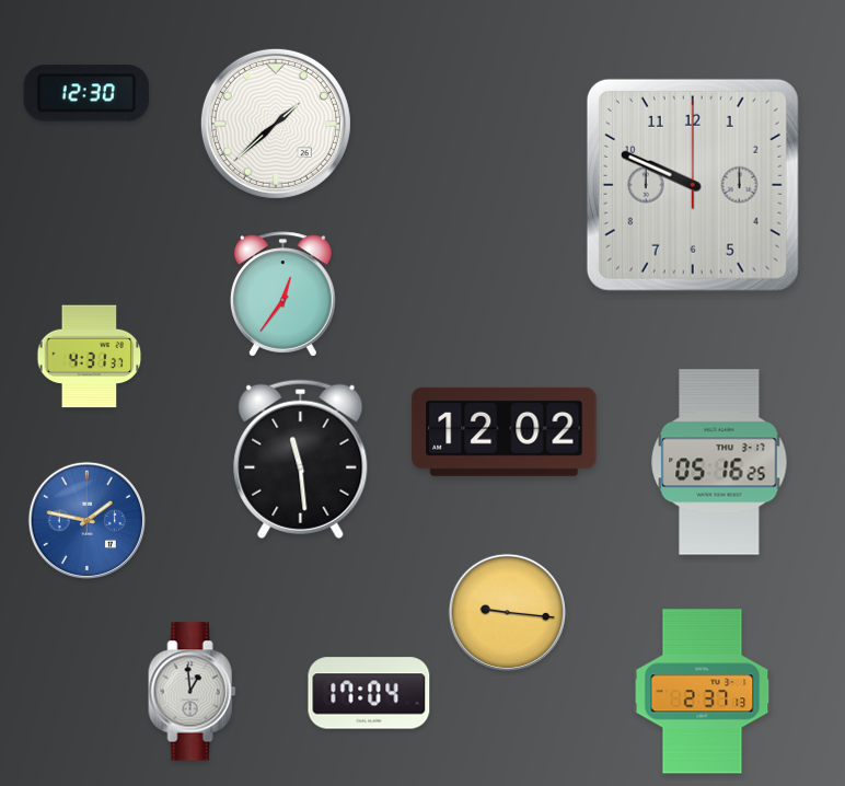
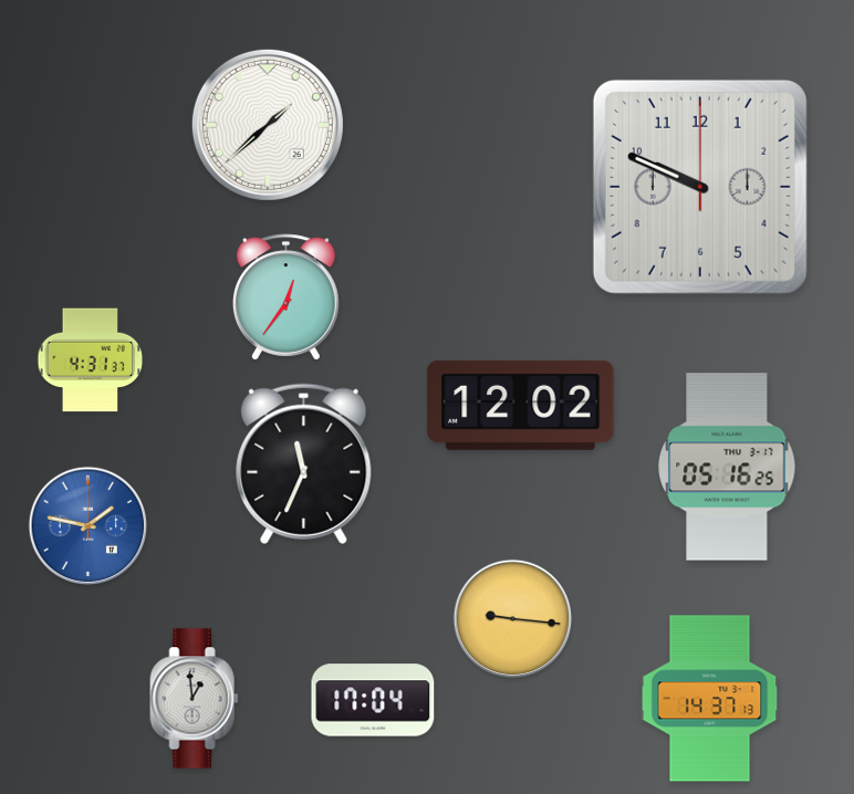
clock at (86, 93): 12:30 -> none
clock at (276, 124) position: (276, 124) -> (268, 125)
clock at (505, 431) position: (505, 431) -> (521, 405)
clock at (301, 459): 11:29 -> 11:34
clock at (703, 692): 2:37 -> 14:37
